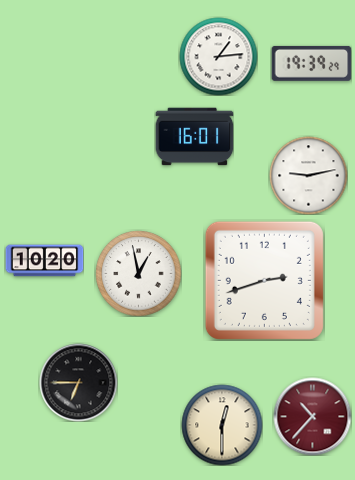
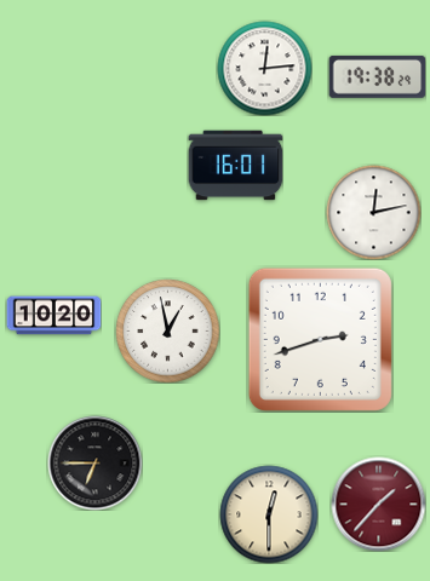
clock at (218, 56): 1:14 -> 12:14
clock at (311, 63): 19:39 -> 19:38
clock at (308, 175): 9:13 -> 12:13
clock at (312, 416): 10:37 -> 1:37
